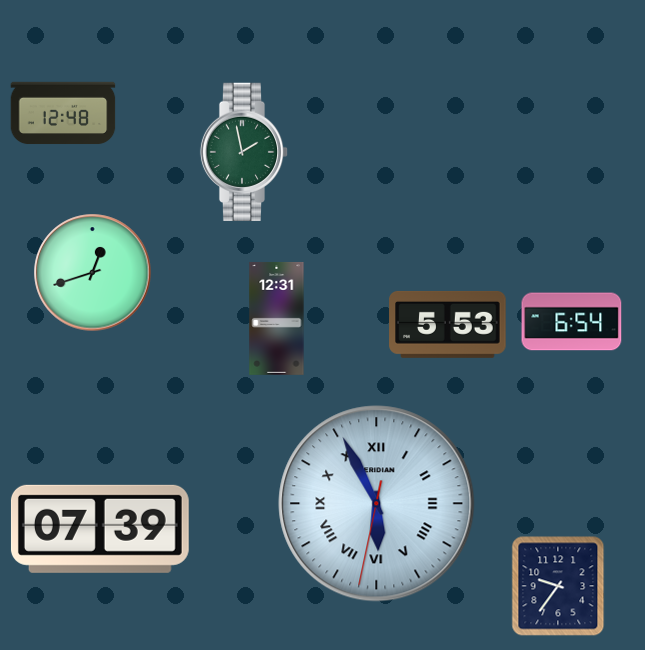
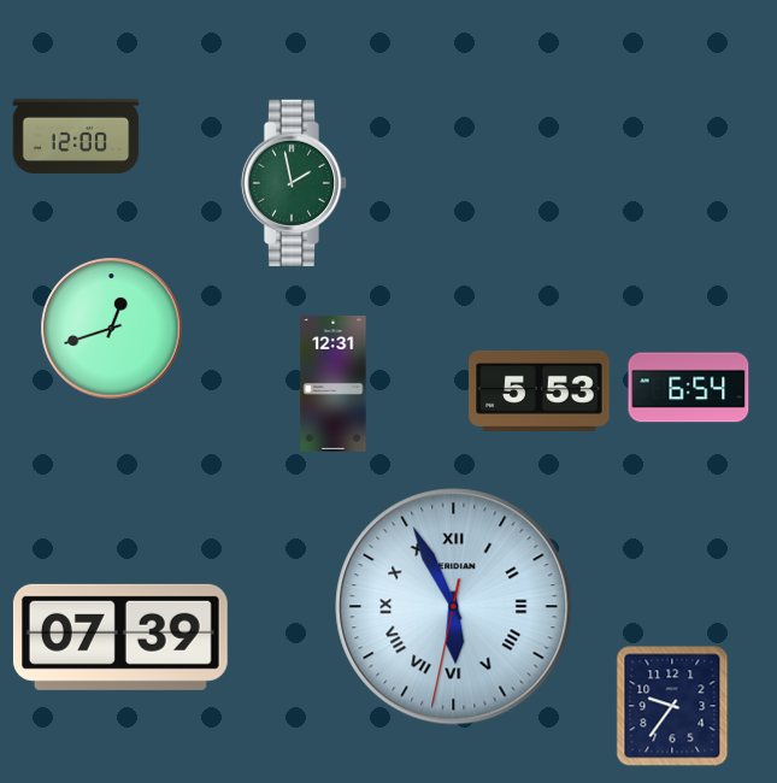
clock at (63, 113): 12:48 -> 12:00
